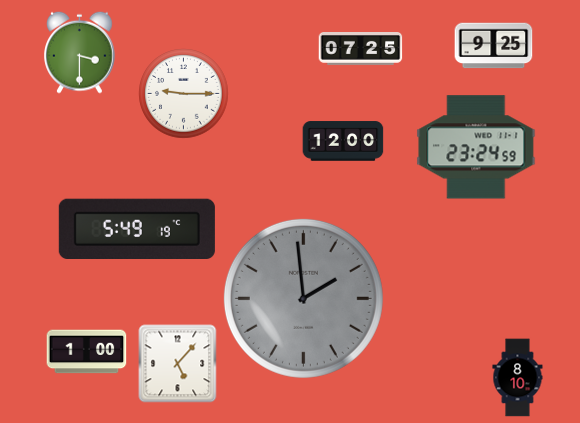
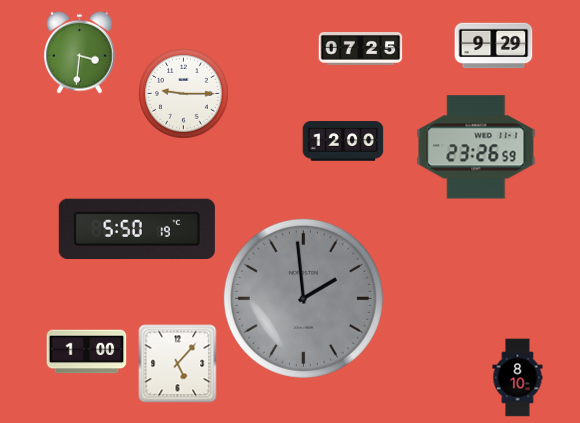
clock at (493, 46): 9:25 -> 9:29
clock at (80, 52): 3:30 -> 3:31
clock at (476, 147): 23:24 -> 23:26
clock at (137, 228): 5:49 -> 5:50
